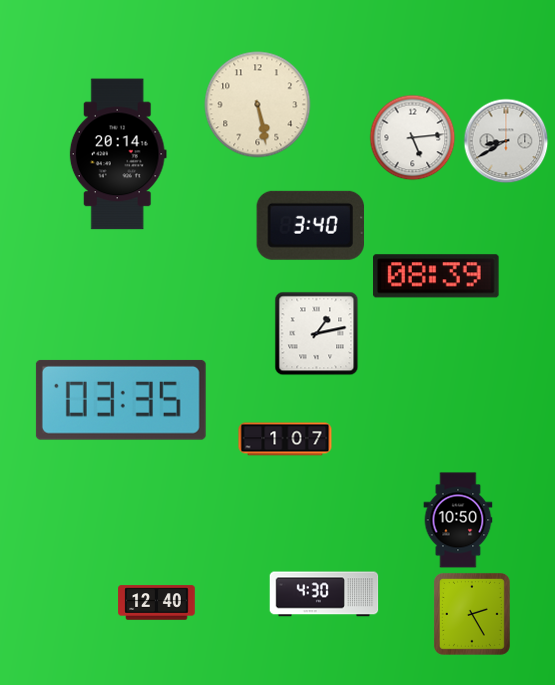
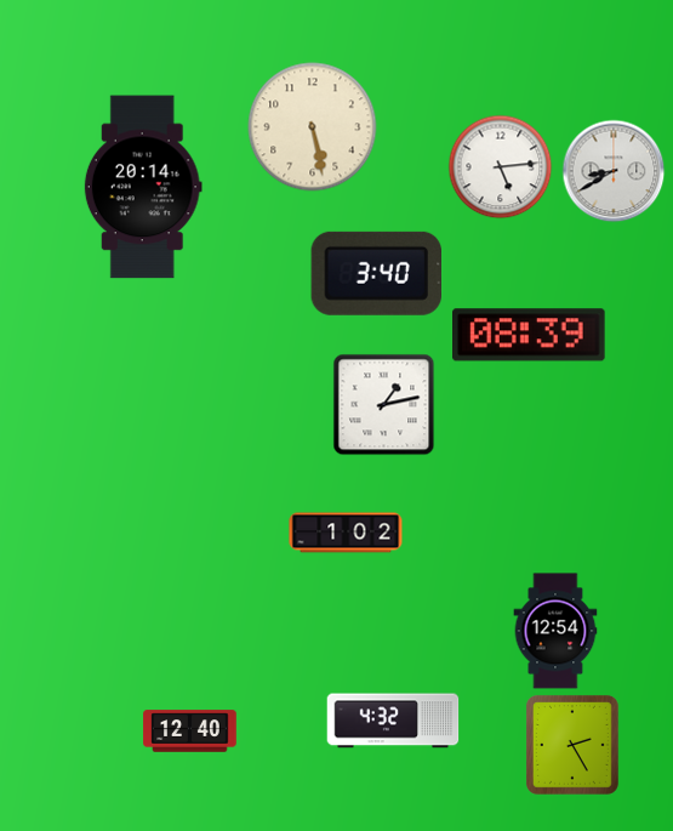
clock at (121, 400): 03:35 -> none
clock at (285, 439): 1:07 -> 1:02
clock at (458, 520): 10:50 -> 12:54
clock at (324, 594): 4:30 -> 4:32
